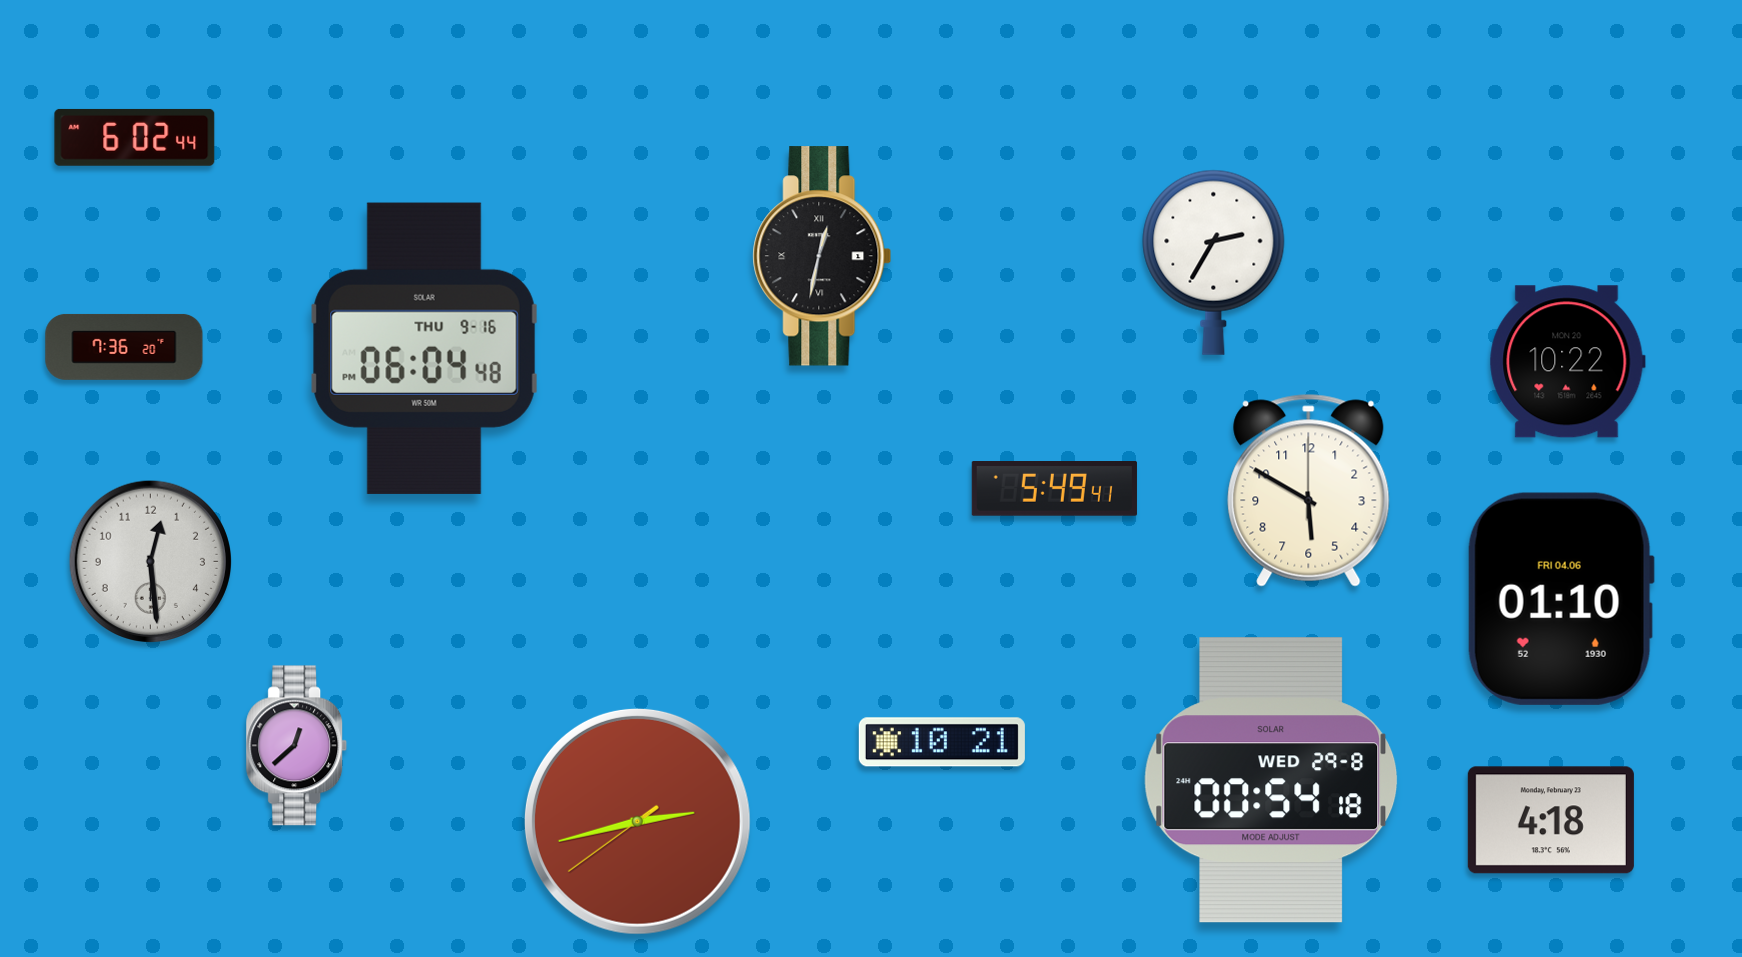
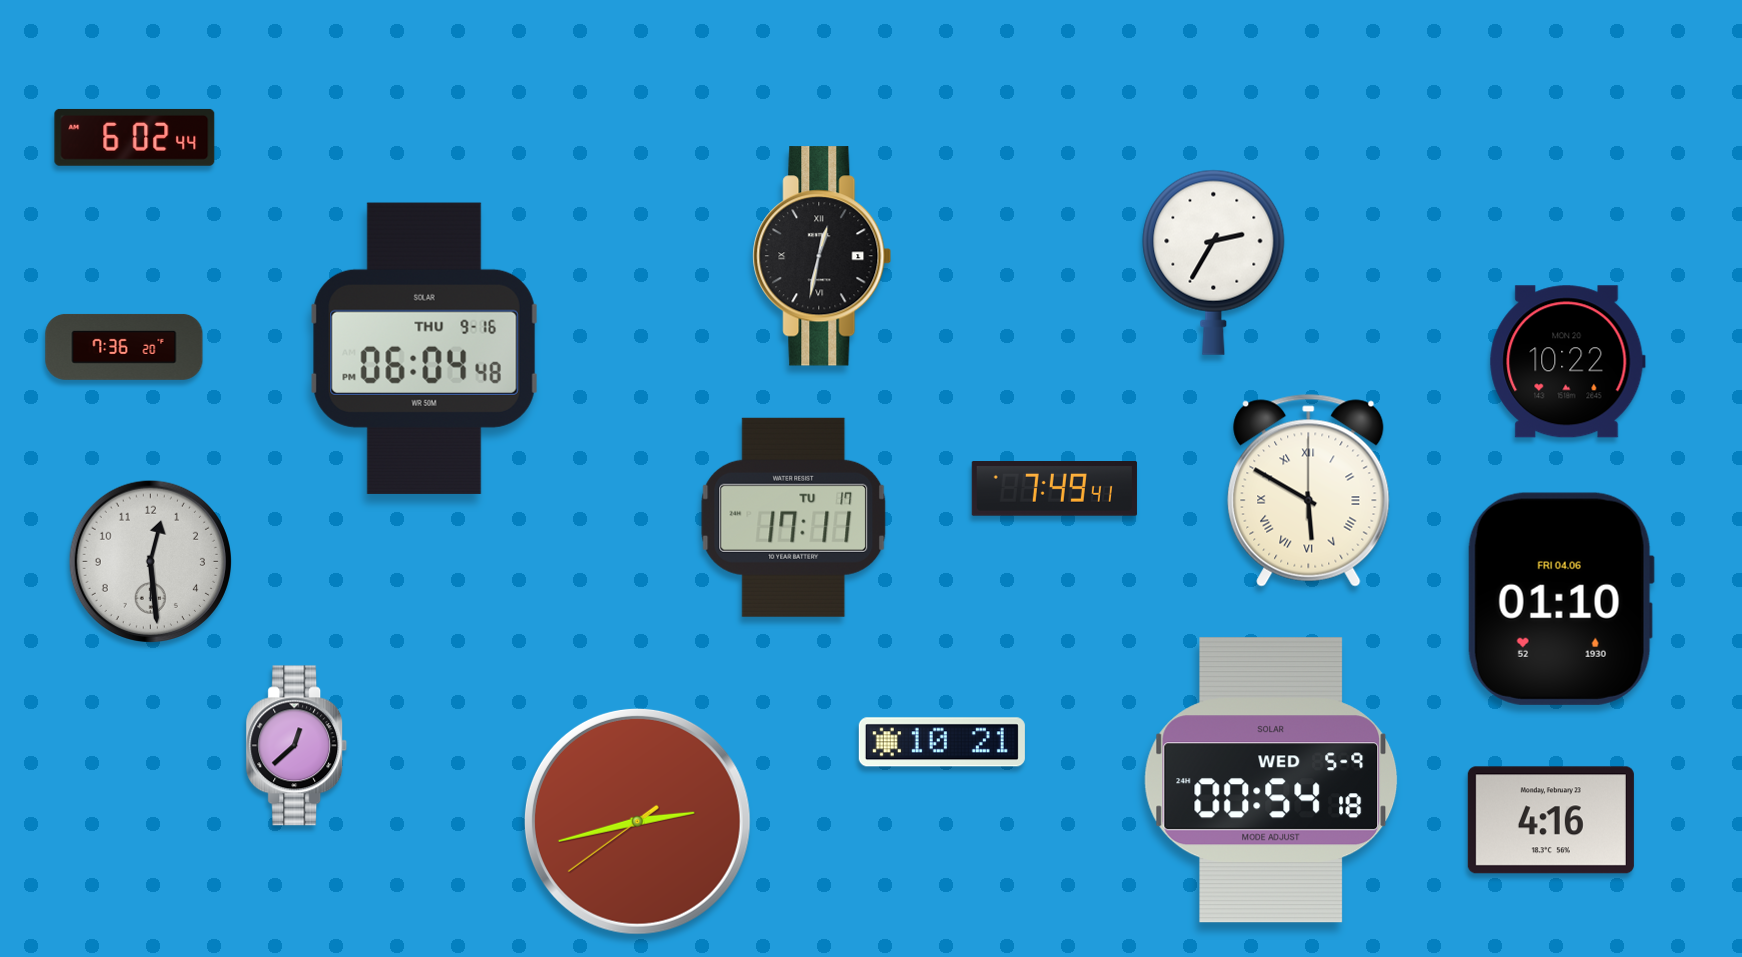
clock at (1054, 489): 5:49 -> 7:49
clock at (1309, 490) numerals: Arabic -> Roman
clock at (794, 517): none -> 17:11
clock at (1271, 780) date: WED 29-8 -> WED 5-9
clock at (1551, 820): 4:18 -> 4:16
